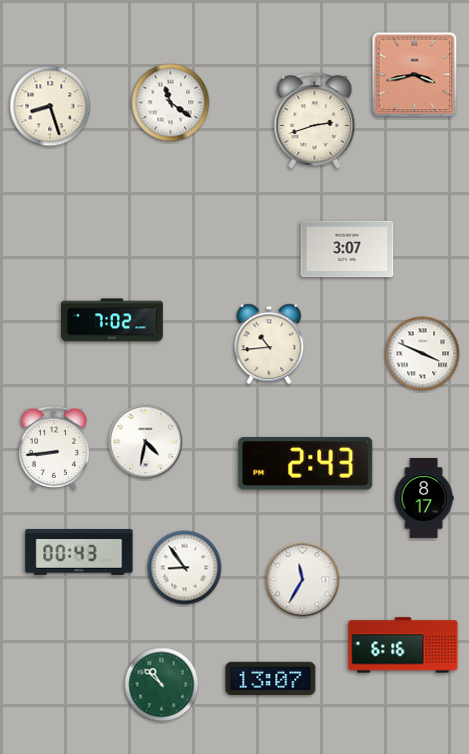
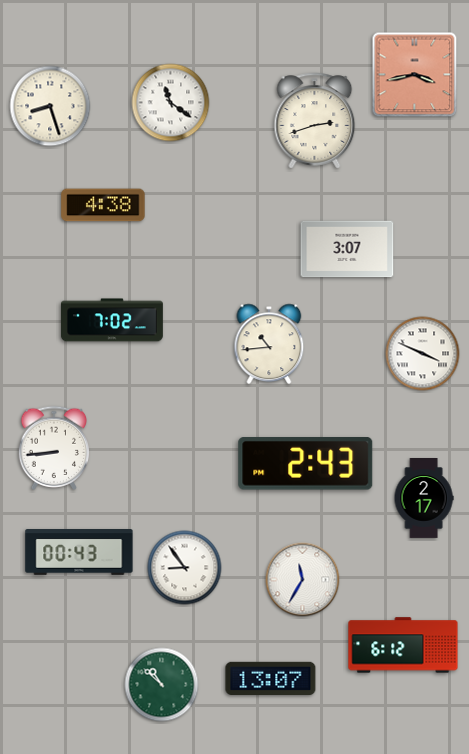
clock at (103, 205): none -> 4:38
clock at (146, 442): 4:32 -> none
clock at (424, 499): 8:17 -> 2:17
clock at (403, 645): 6:16 -> 6:12
